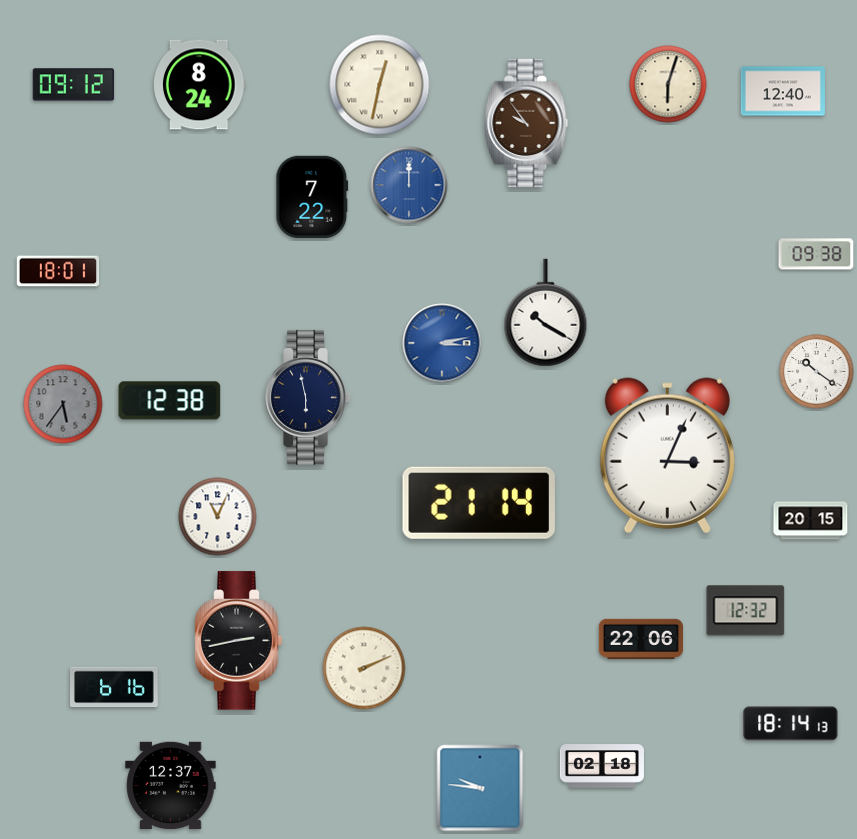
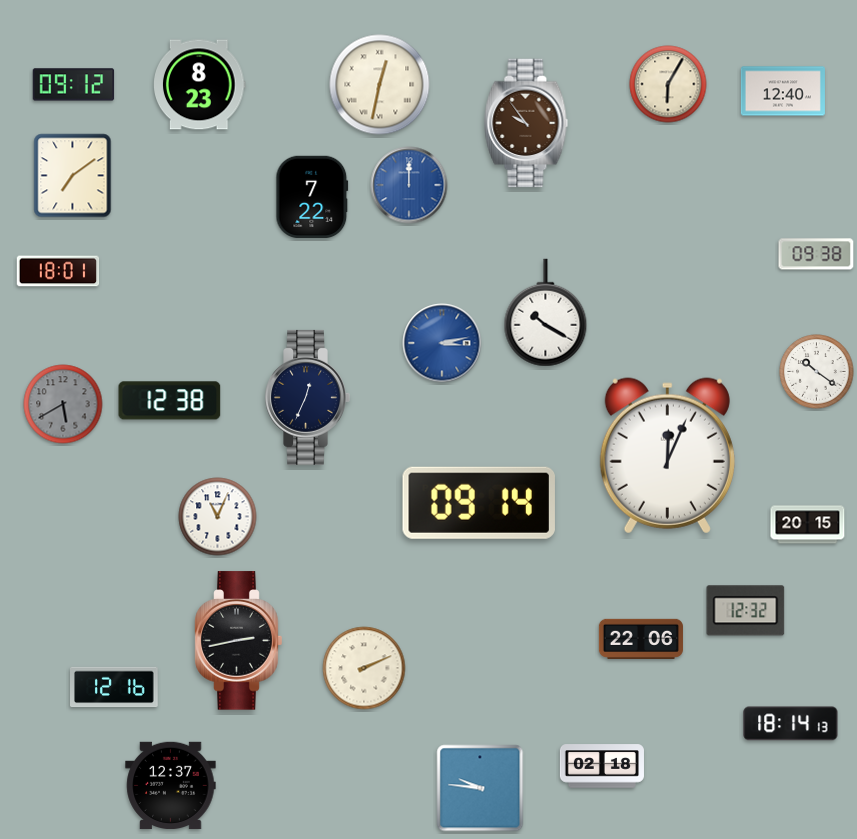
clock at (668, 84): 6:03 -> 6:05
clock at (200, 85): 8:24 -> 8:23
clock at (73, 176): none -> 7:09
clock at (307, 397): 5:58 -> 12:34
clock at (63, 404): 5:36 -> 5:40
clock at (667, 456): 3:04 -> 12:04
clock at (479, 503): 21:14 -> 09:14
clock at (811, 521) position: (811, 521) -> (808, 525)
clock at (114, 687): 6:16 -> 12:16
